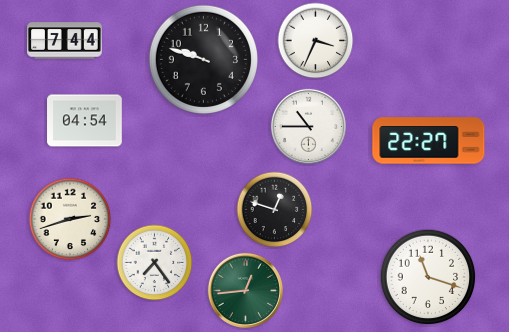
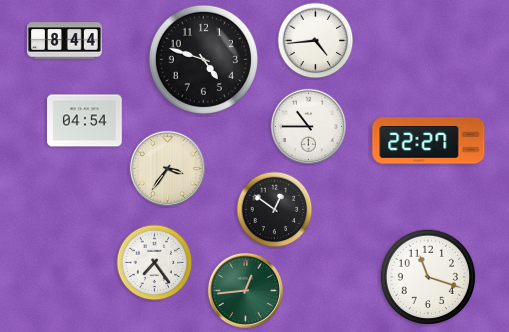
clock at (65, 41): 7:44 -> 8:44
clock at (316, 41): 3:34 -> 4:44
clock at (203, 59): 9:48 -> 4:48
clock at (167, 168): none -> 3:36
clock at (275, 210): 12:48 -> 12:51
clock at (70, 219): 2:42 -> none
